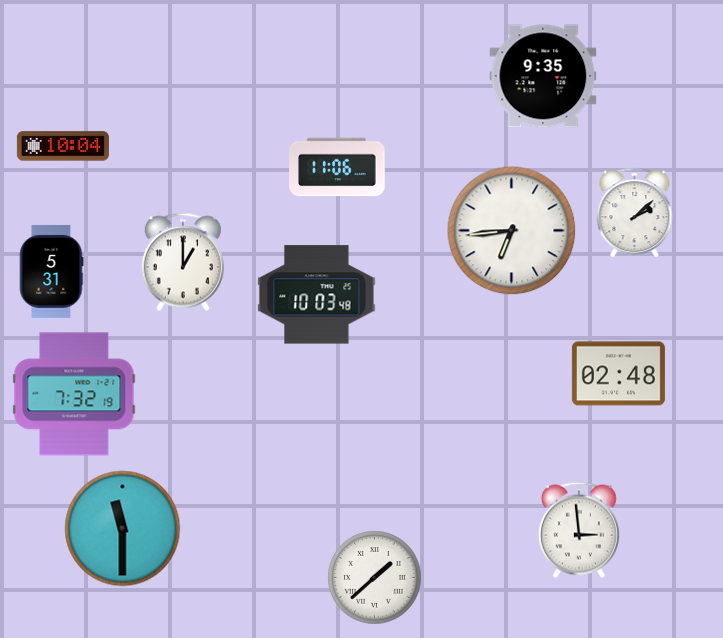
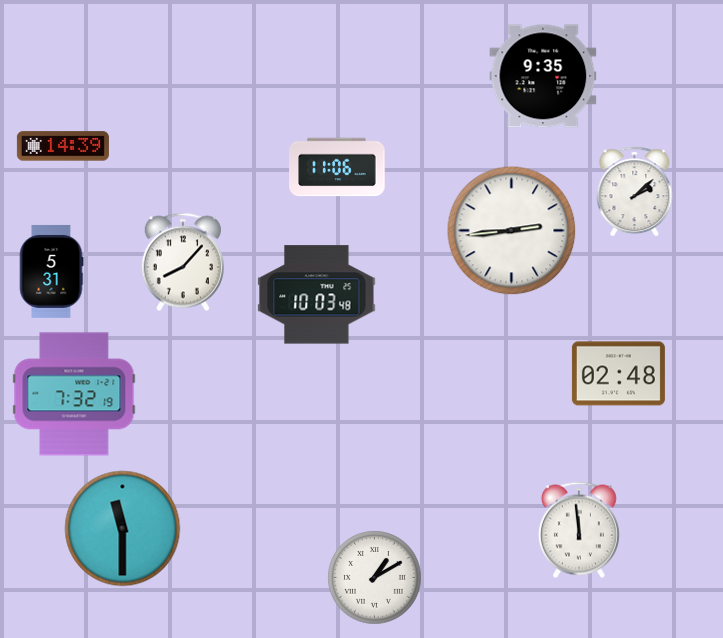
clock at (63, 146): 10:04 -> 14:39
clock at (635, 213) position: (635, 213) -> (635, 192)
clock at (512, 231): 6:44 -> 2:44
clock at (183, 262): 1:00 -> 8:07
clock at (579, 530): 2:59 -> 11:59
clock at (375, 578): 1:38 -> 1:10
